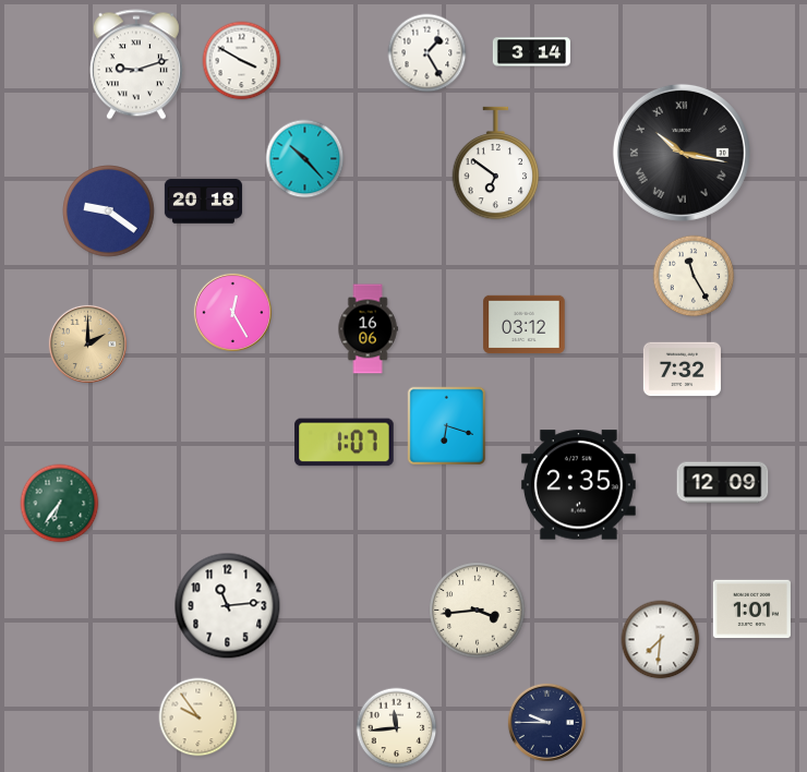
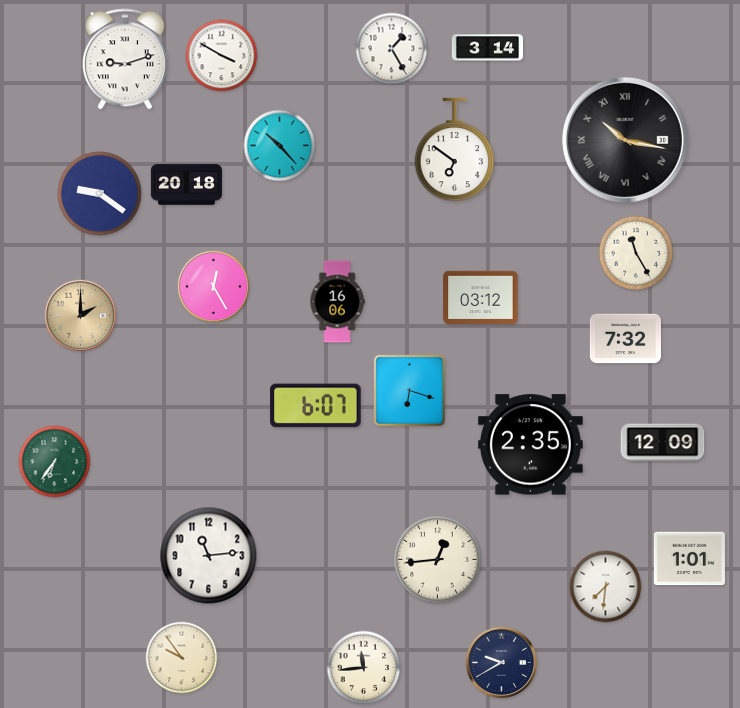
clock at (345, 443): 1:07 -> 6:07
clock at (478, 611): 3:44 -> 12:44
clock at (546, 722): 9:45 -> 9:40
